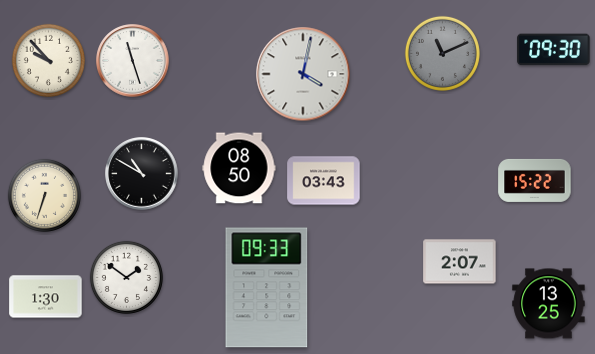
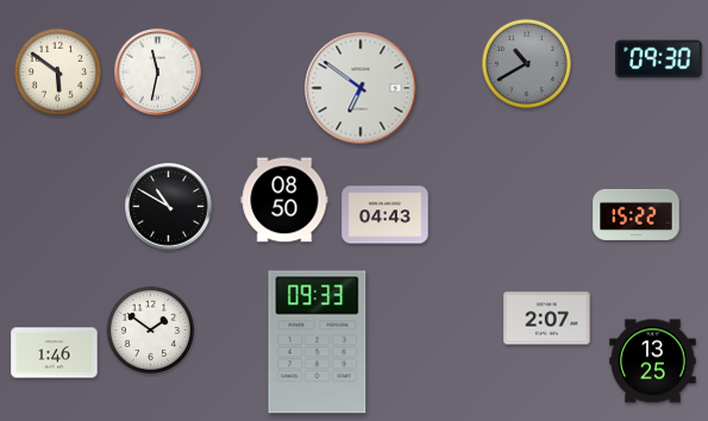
clock at (442, 53): 11:11 -> 10:40
clock at (48, 60): 9:53 -> 5:51
clock at (133, 61): 11:27 -> 11:32
clock at (303, 74): 4:02 -> 6:51
clock at (324, 181): 03:43 -> 04:43
clock at (44, 195): 6:33 -> none
clock at (460, 262) position: (460, 262) -> (547, 319)
clock at (46, 297): 1:30 -> 1:46
